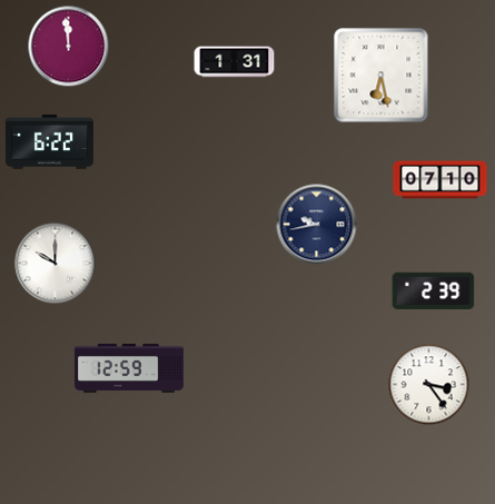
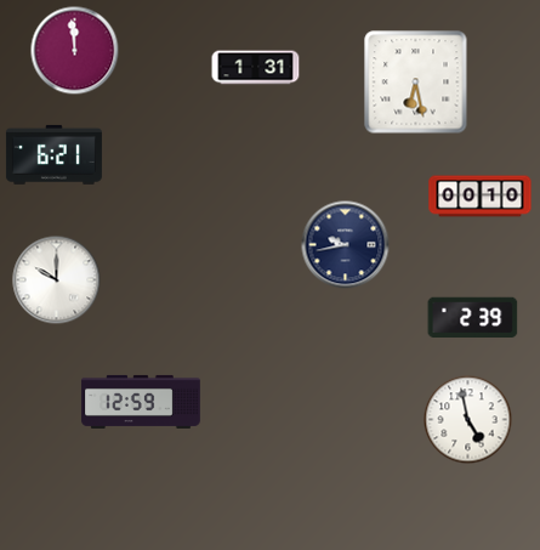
clock at (49, 141): 6:22 -> 6:21
clock at (440, 180): 07:10 -> 00:10
clock at (56, 264) position: (56, 264) -> (57, 280)
clock at (429, 385): 3:24 -> 4:58
